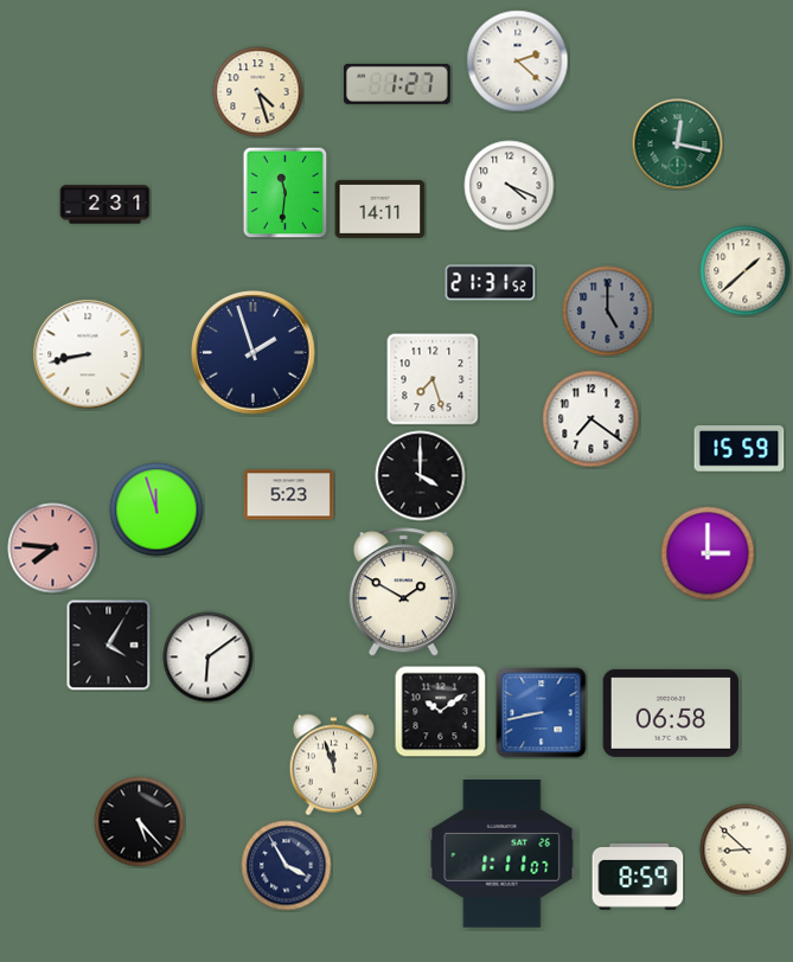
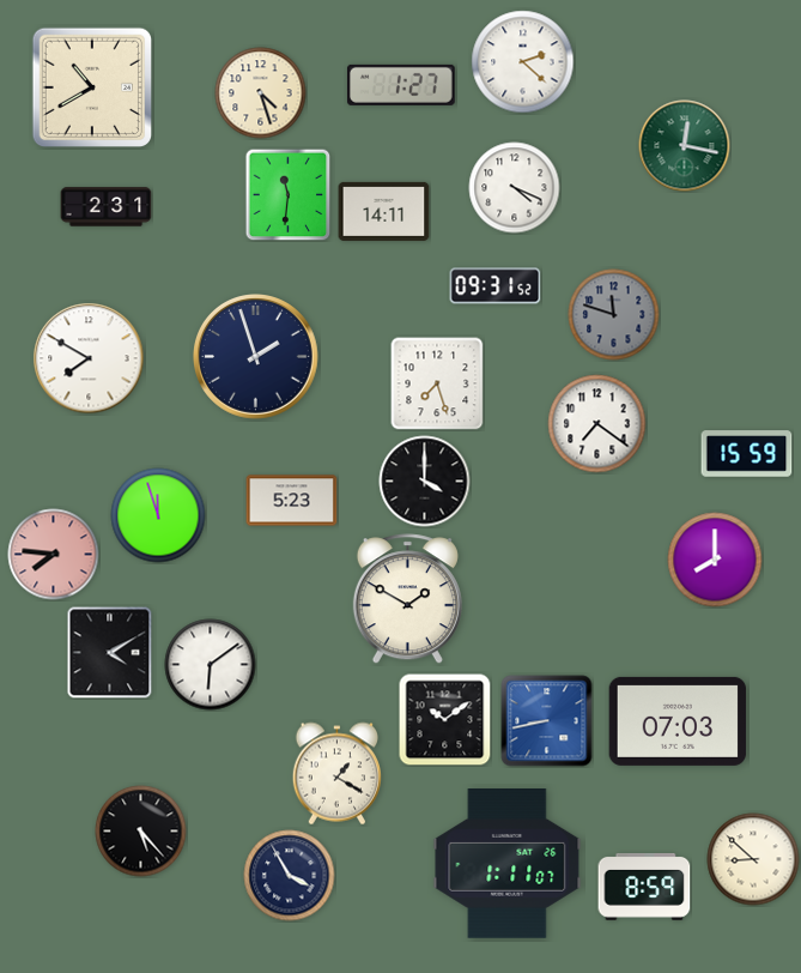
clock at (92, 87): none -> 10:40
clock at (746, 271): 1:38 -> none
clock at (491, 283): 21:31 -> 09:31
clock at (608, 312): 5:00 -> 11:48
clock at (88, 354): 8:43 -> 7:50
clock at (708, 553): 3:00 -> 8:00
clock at (109, 646): 4:05 -> 4:10
clock at (671, 713): 06:58 -> 07:03
clock at (334, 765): 11:57 -> 1:20
